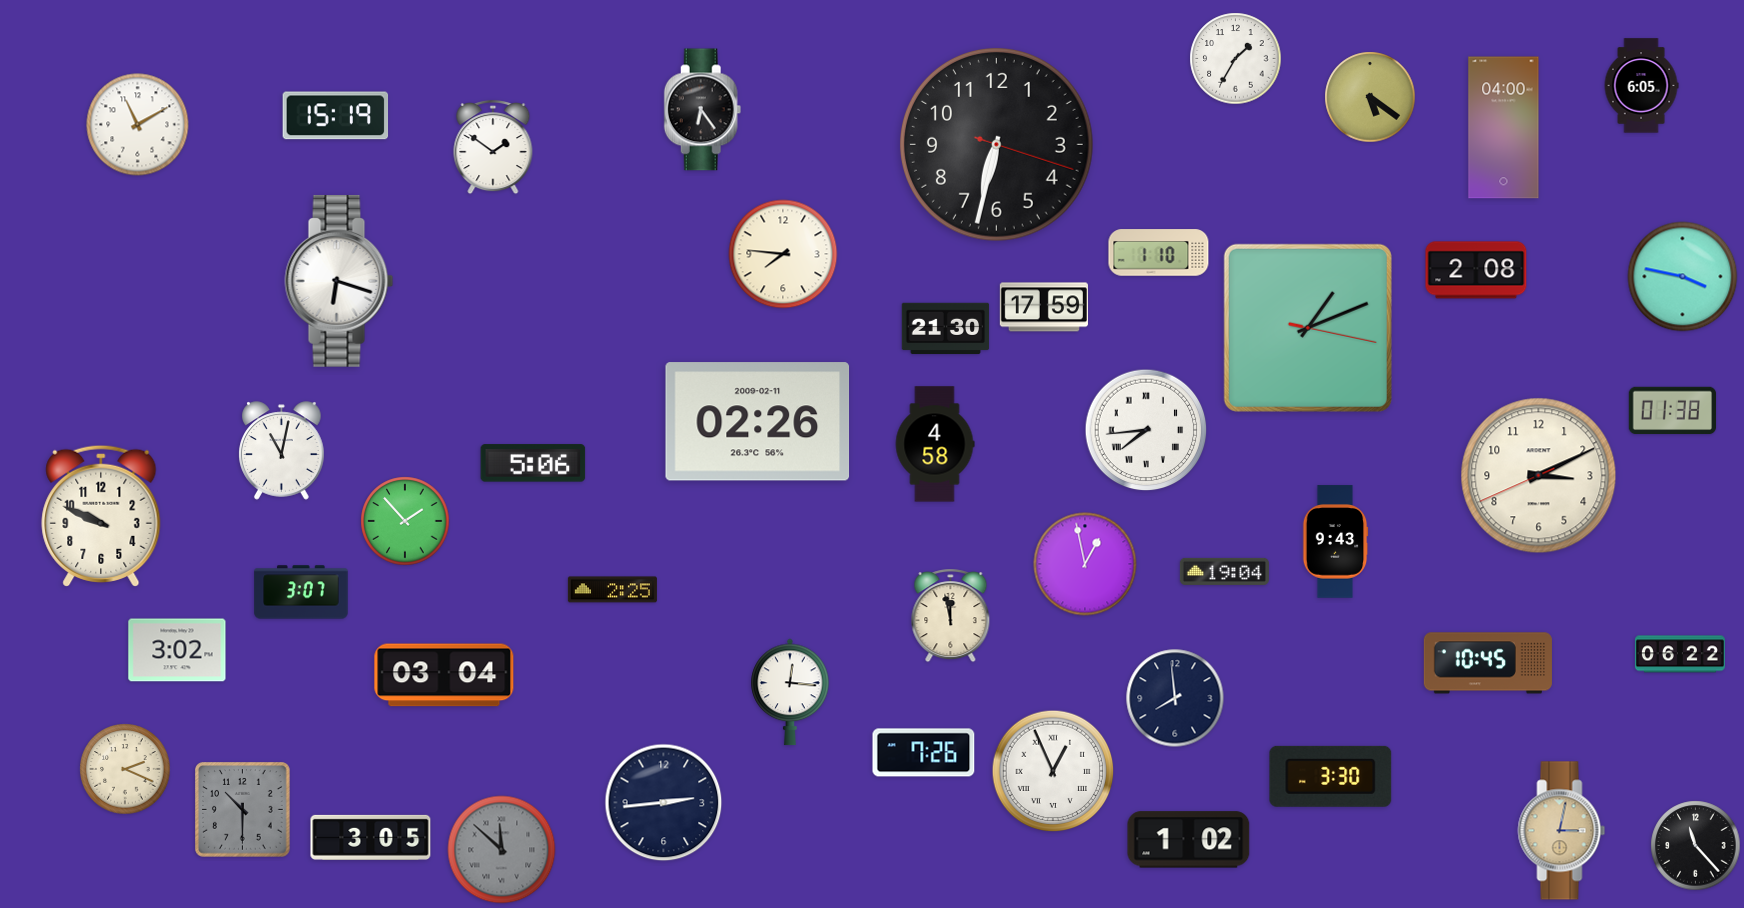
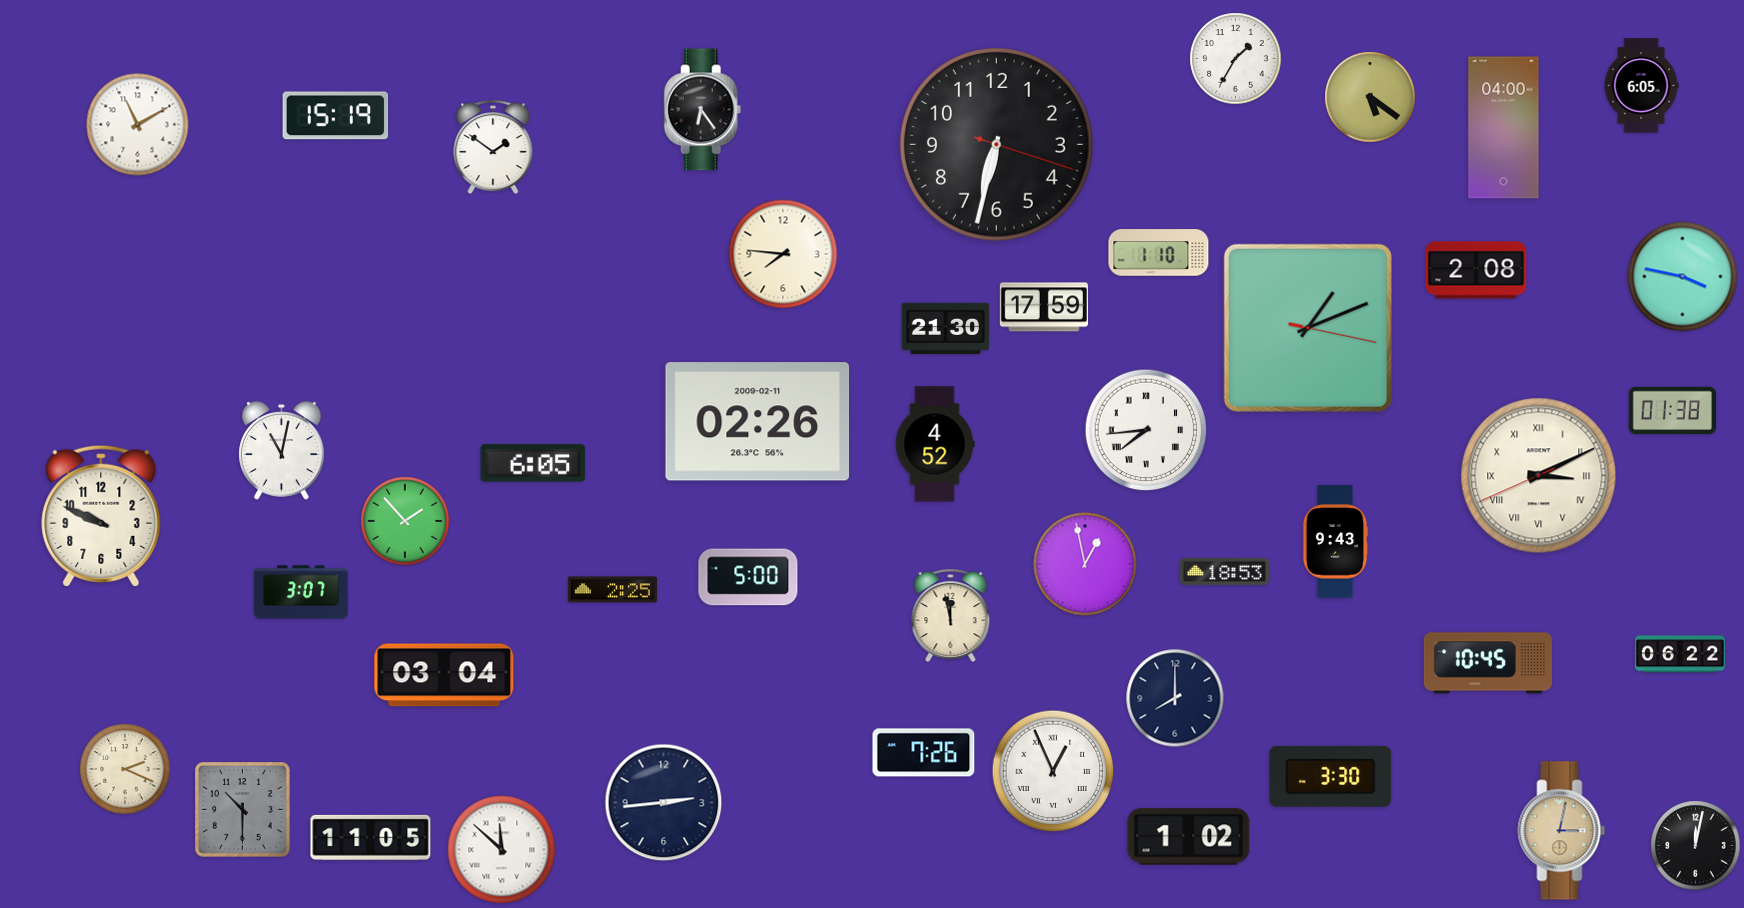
clock at (339, 281): 6:18 -> none
clock at (935, 444): 4:58 -> 4:52
clock at (533, 463): 5:06 -> 6:05
clock at (1539, 476) numerals: Arabic -> Roman
clock at (1224, 571): 19:04 -> 18:53
clock at (748, 577): none -> 5:00
clock at (177, 650): 3:02 -> none
clock at (790, 692): 12:16 -> none
clock at (1175, 698): 7:59 -> 8:00
clock at (371, 837): 3:05 -> 11:05
clock at (1189, 840) position: (1189, 840) -> (1189, 837)
clock at (1696, 846): 11:23 -> 12:02
clock at (502, 850) dial: grey -> white
